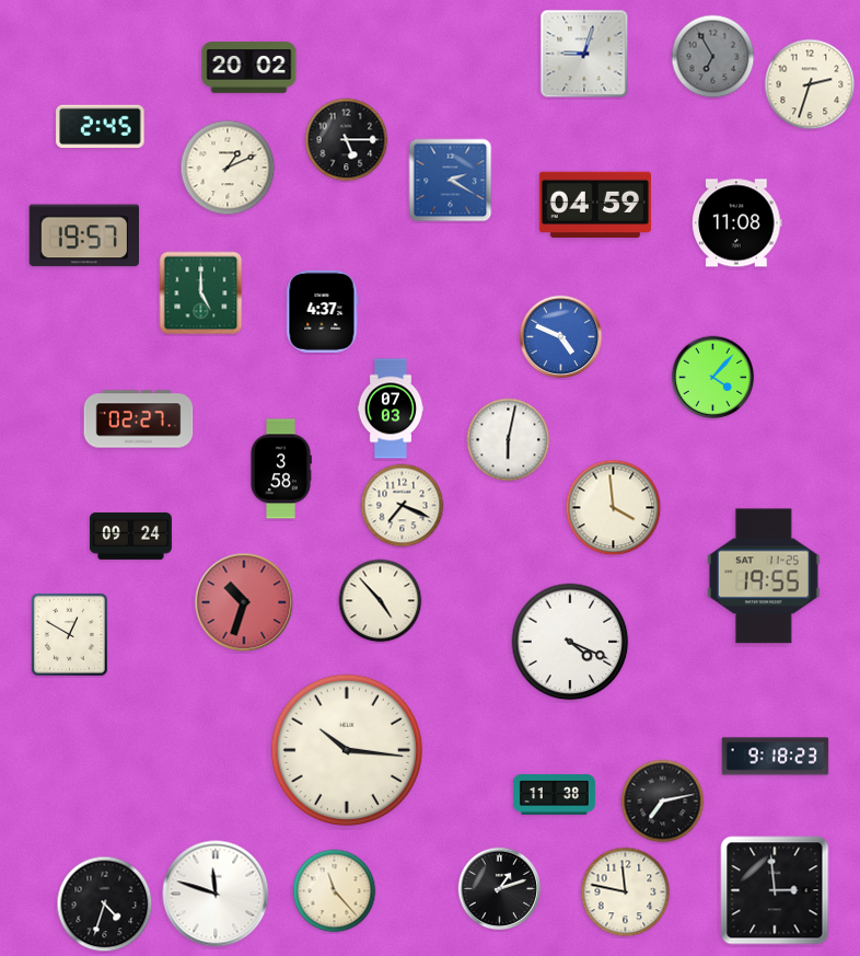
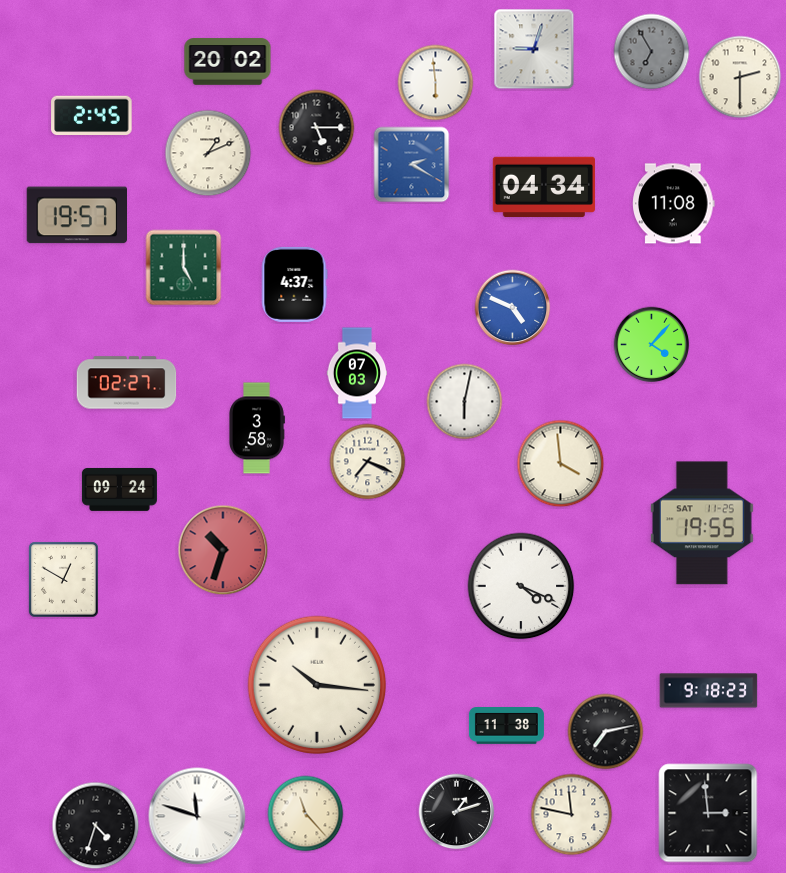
clock at (810, 84): 2:33 -> 2:30
clock at (436, 83): none -> 5:59
clock at (595, 204): 04:59 -> 04:34
clock at (764, 576) position: (764, 576) -> (702, 523)
clock at (381, 601): 4:53 -> none
